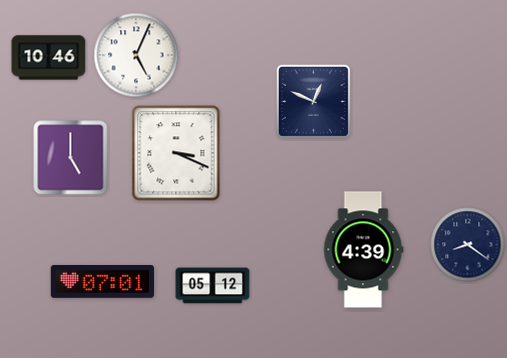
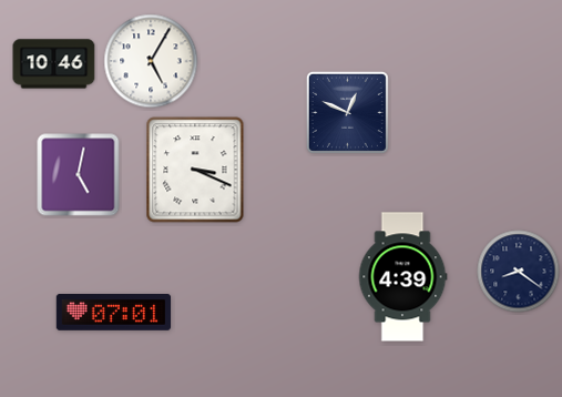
clock at (136, 55): 5:04 -> 5:05
clock at (71, 158): 5:00 -> 5:02
clock at (213, 286): 05:12 -> none
